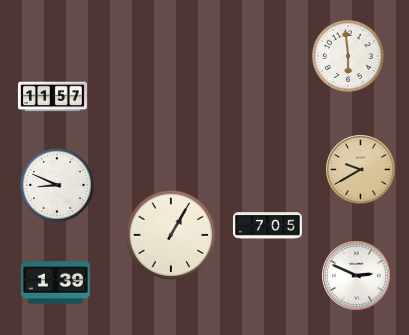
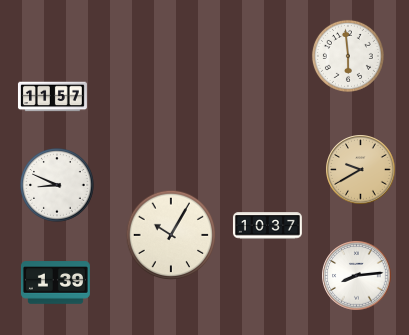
clock at (267, 226): 7:05 -> 10:37
clock at (171, 235): 1:05 -> 10:05
clock at (357, 276): 2:49 -> 8:14
